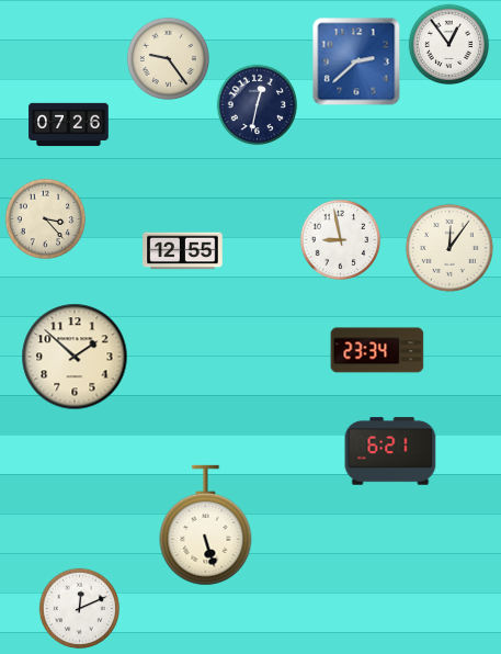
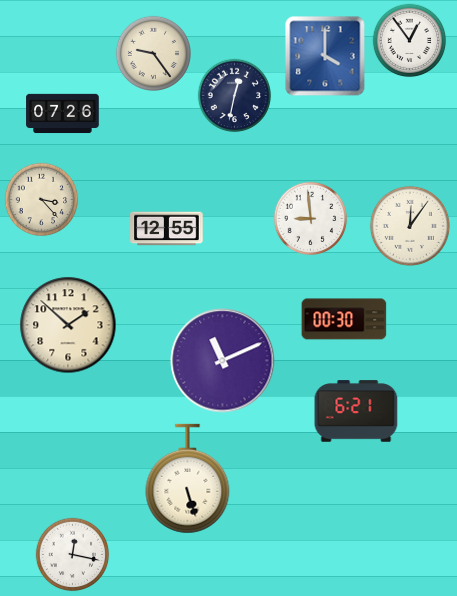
clock at (356, 61): 2:38 -> 4:00
clock at (341, 240): 8:58 -> 8:59
clock at (377, 350): 23:34 -> 00:30
clock at (223, 361): none -> 11:11
clock at (80, 609): 12:11 -> 12:17
